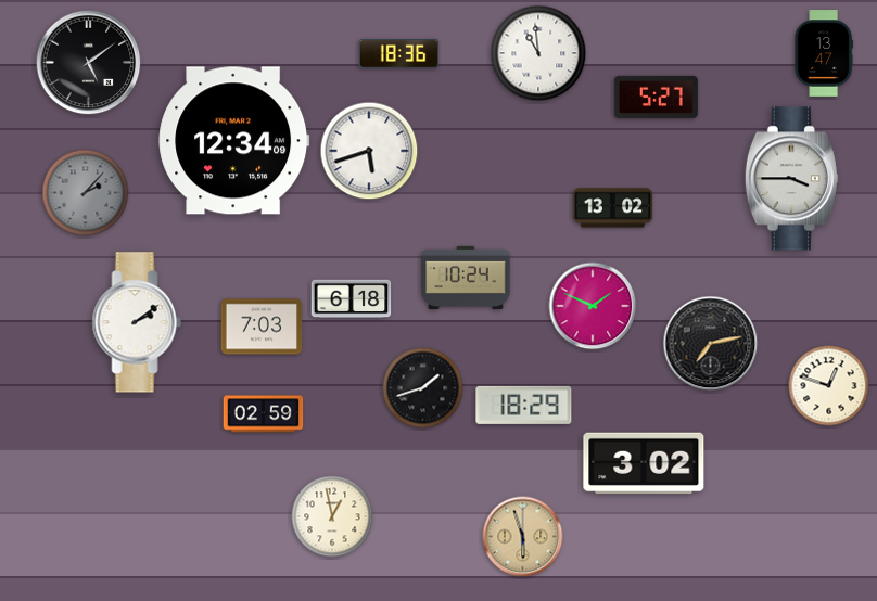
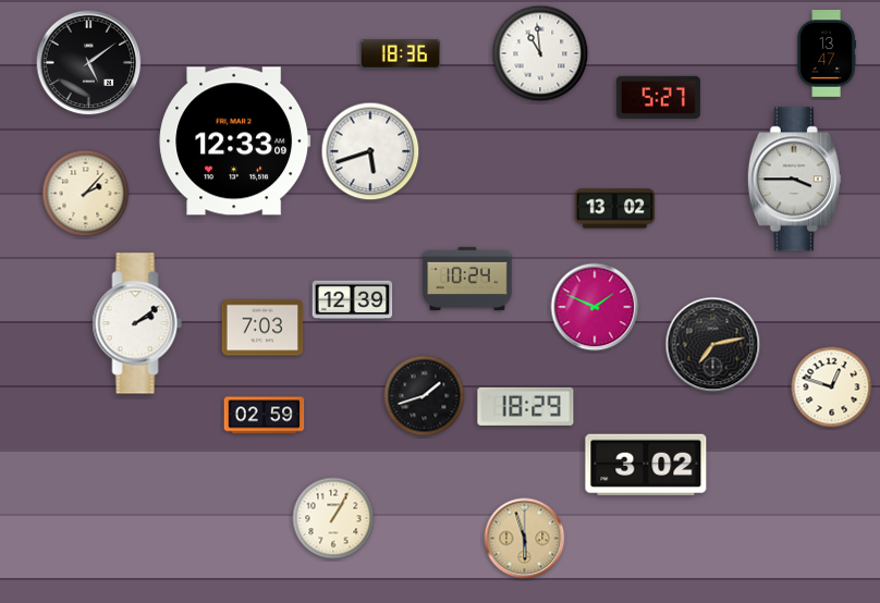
clock at (234, 141): 12:34 -> 12:33
clock at (86, 193) dial: grey -> cream
clock at (352, 299): 6:18 -> 12:39
clock at (423, 388) position: (423, 388) -> (425, 396)
clock at (332, 516): 12:58 -> 1:05
